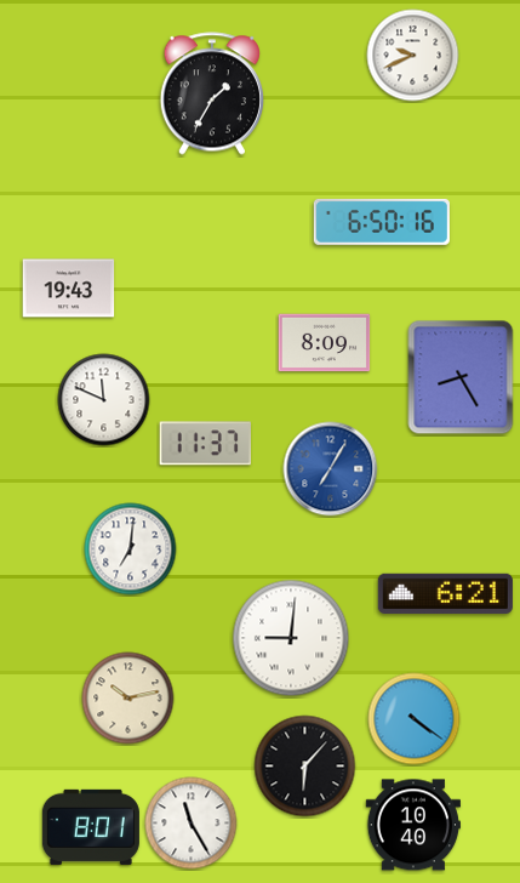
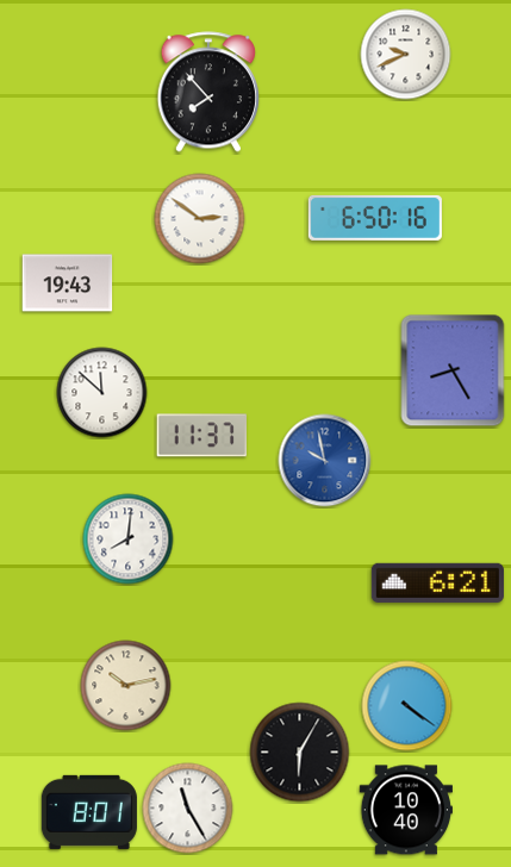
clock at (211, 93): 1:35 -> 7:53
clock at (200, 219): none -> 2:51
clock at (325, 343): 8:09 -> none
clock at (104, 400): 11:49 -> 11:52
clock at (331, 469): 7:05 -> 9:58
clock at (131, 549): 7:01 -> 8:01
clock at (291, 638): 9:01 -> none
clock at (305, 767): 6:07 -> 6:05
